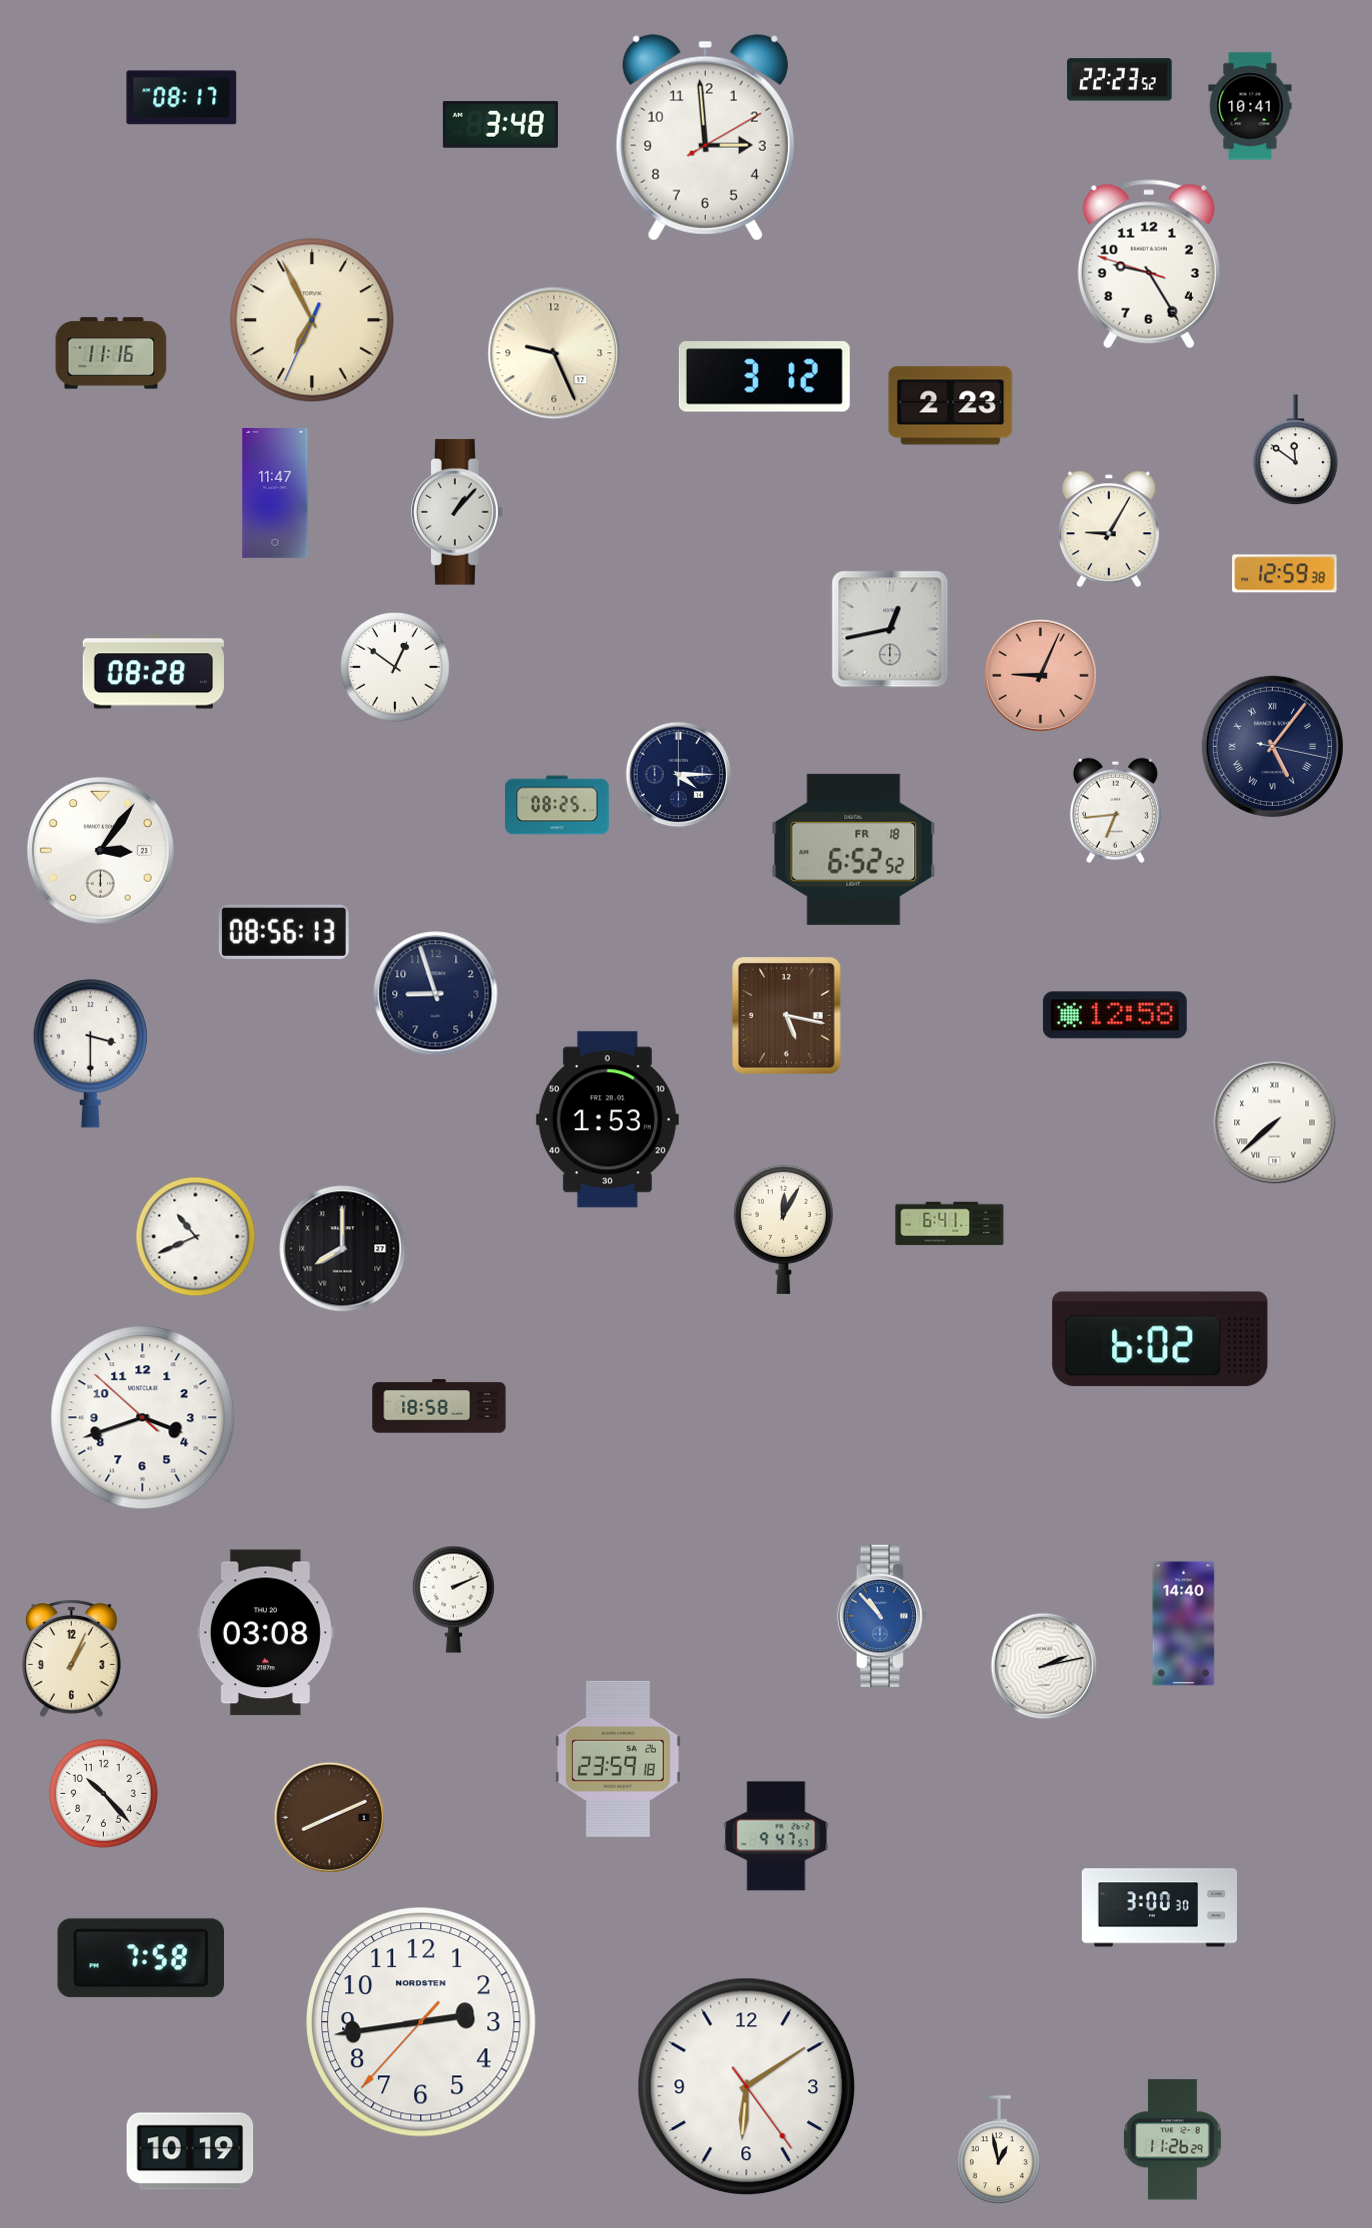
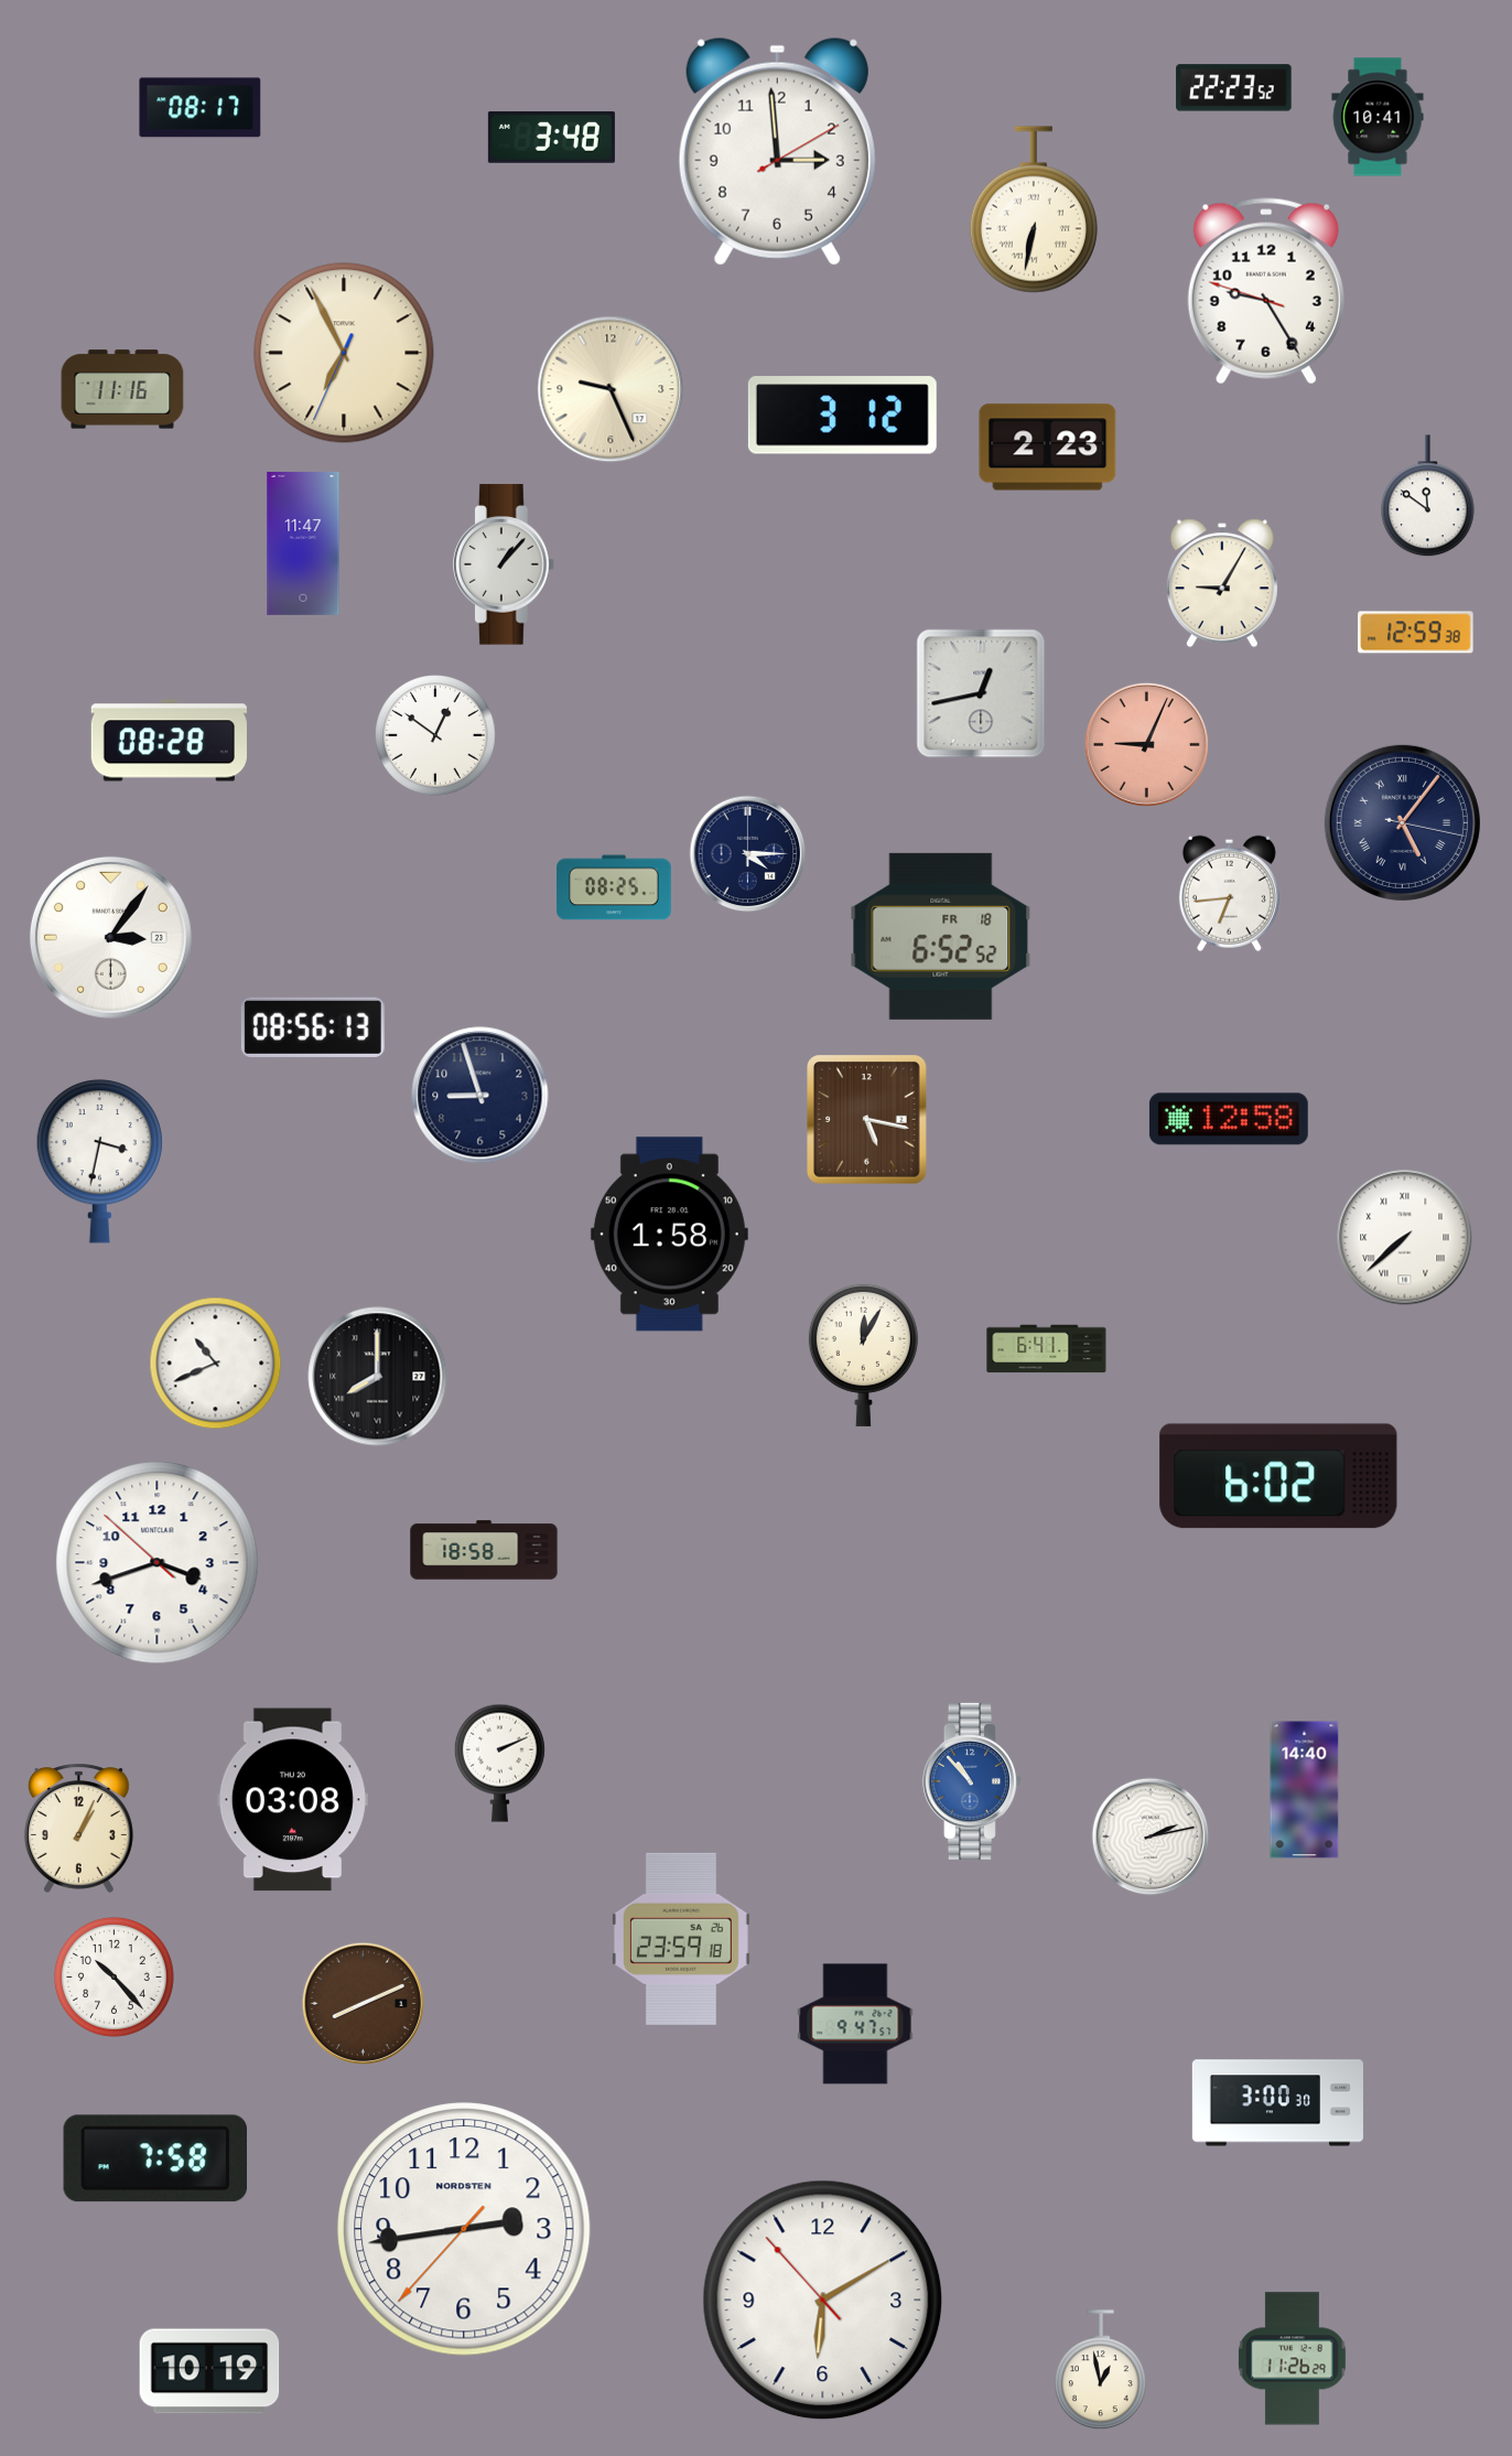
clock at (1034, 209): none -> 6:32
clock at (90, 1054): 3:30 -> 3:32
clock at (607, 1120): 1:53 -> 1:58
clock at (747, 2087): 6:09:24 -> 6:09:53
